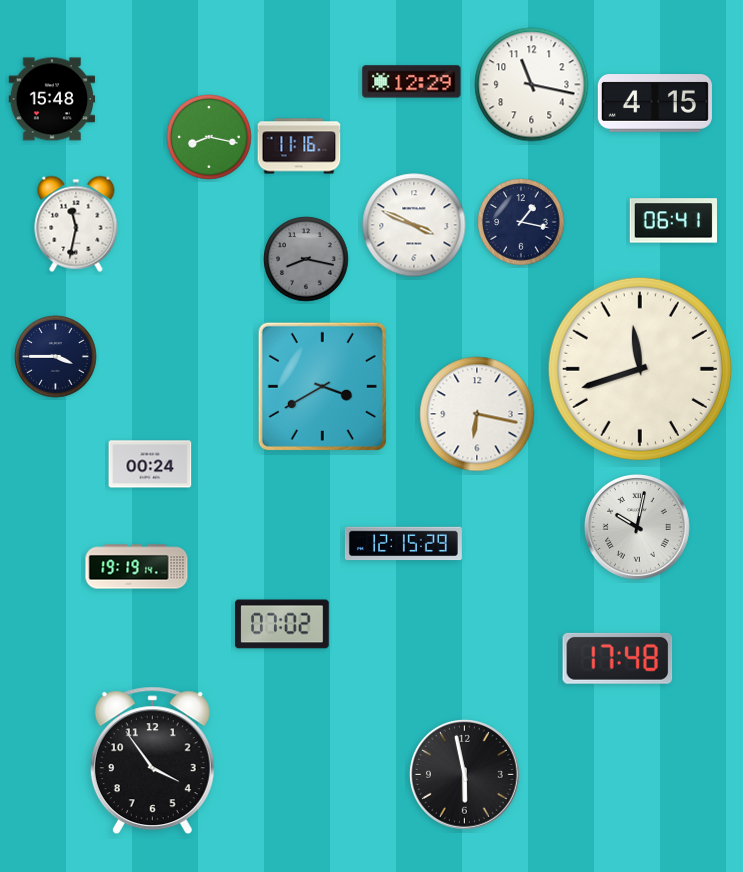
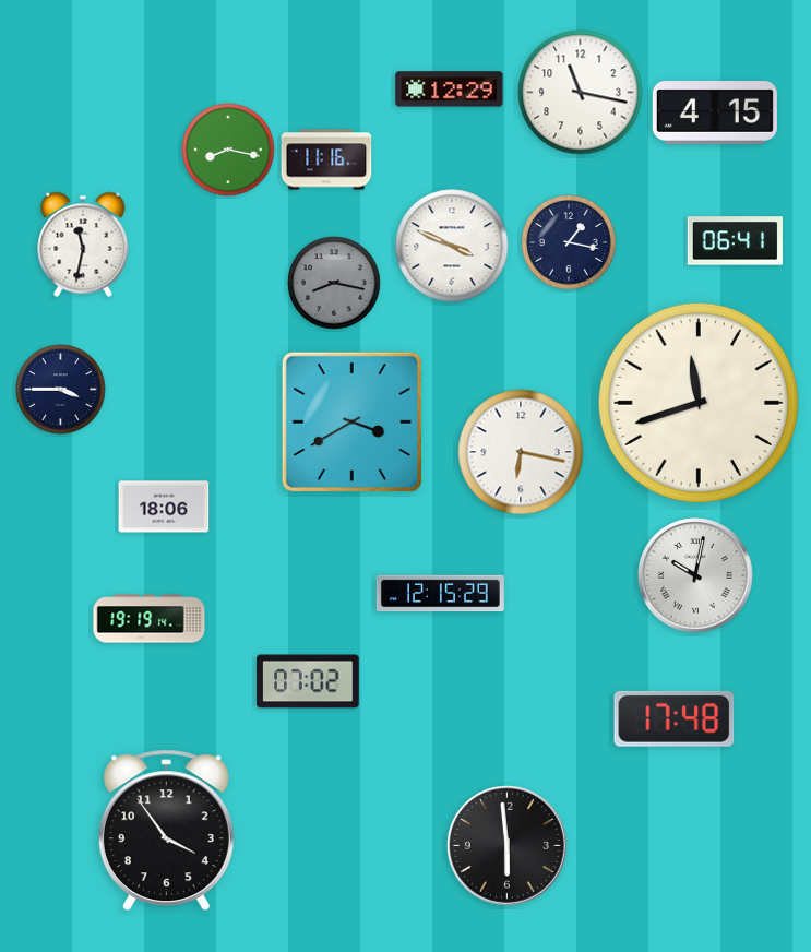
clock at (52, 99): 15:48 -> none
clock at (150, 464): 00:24 -> 18:06
clock at (465, 775): 5:58 -> 5:59
